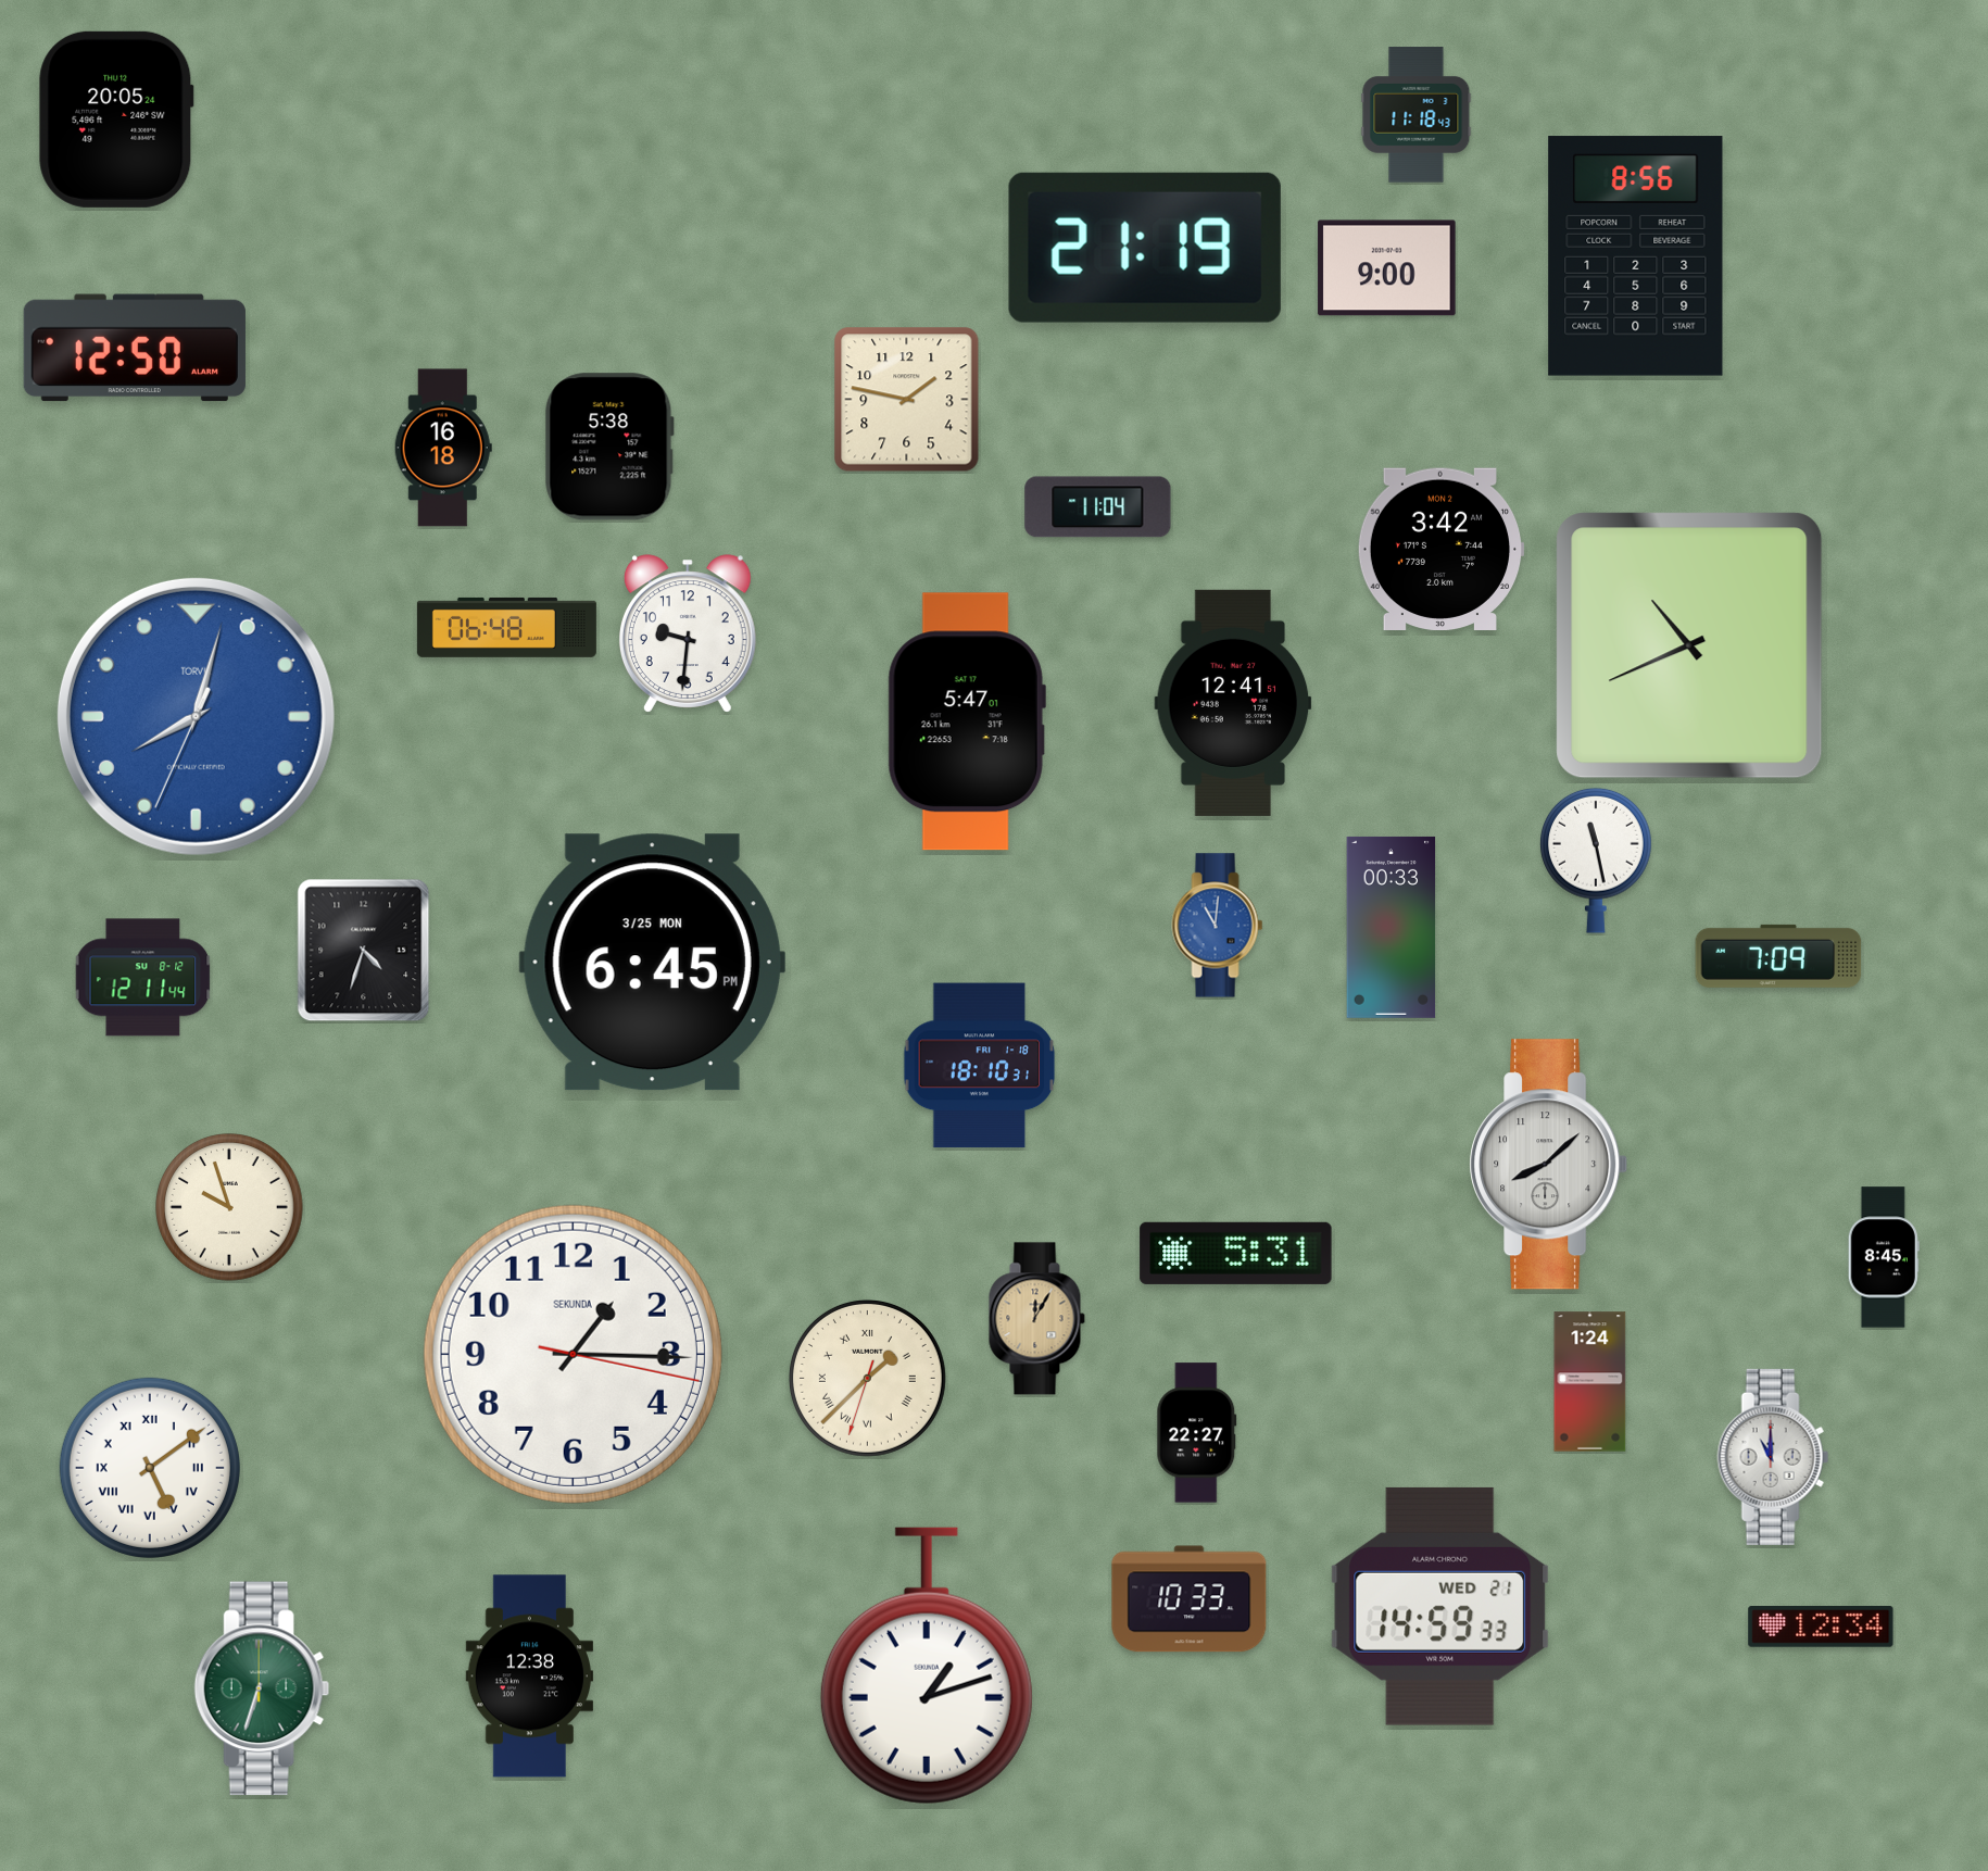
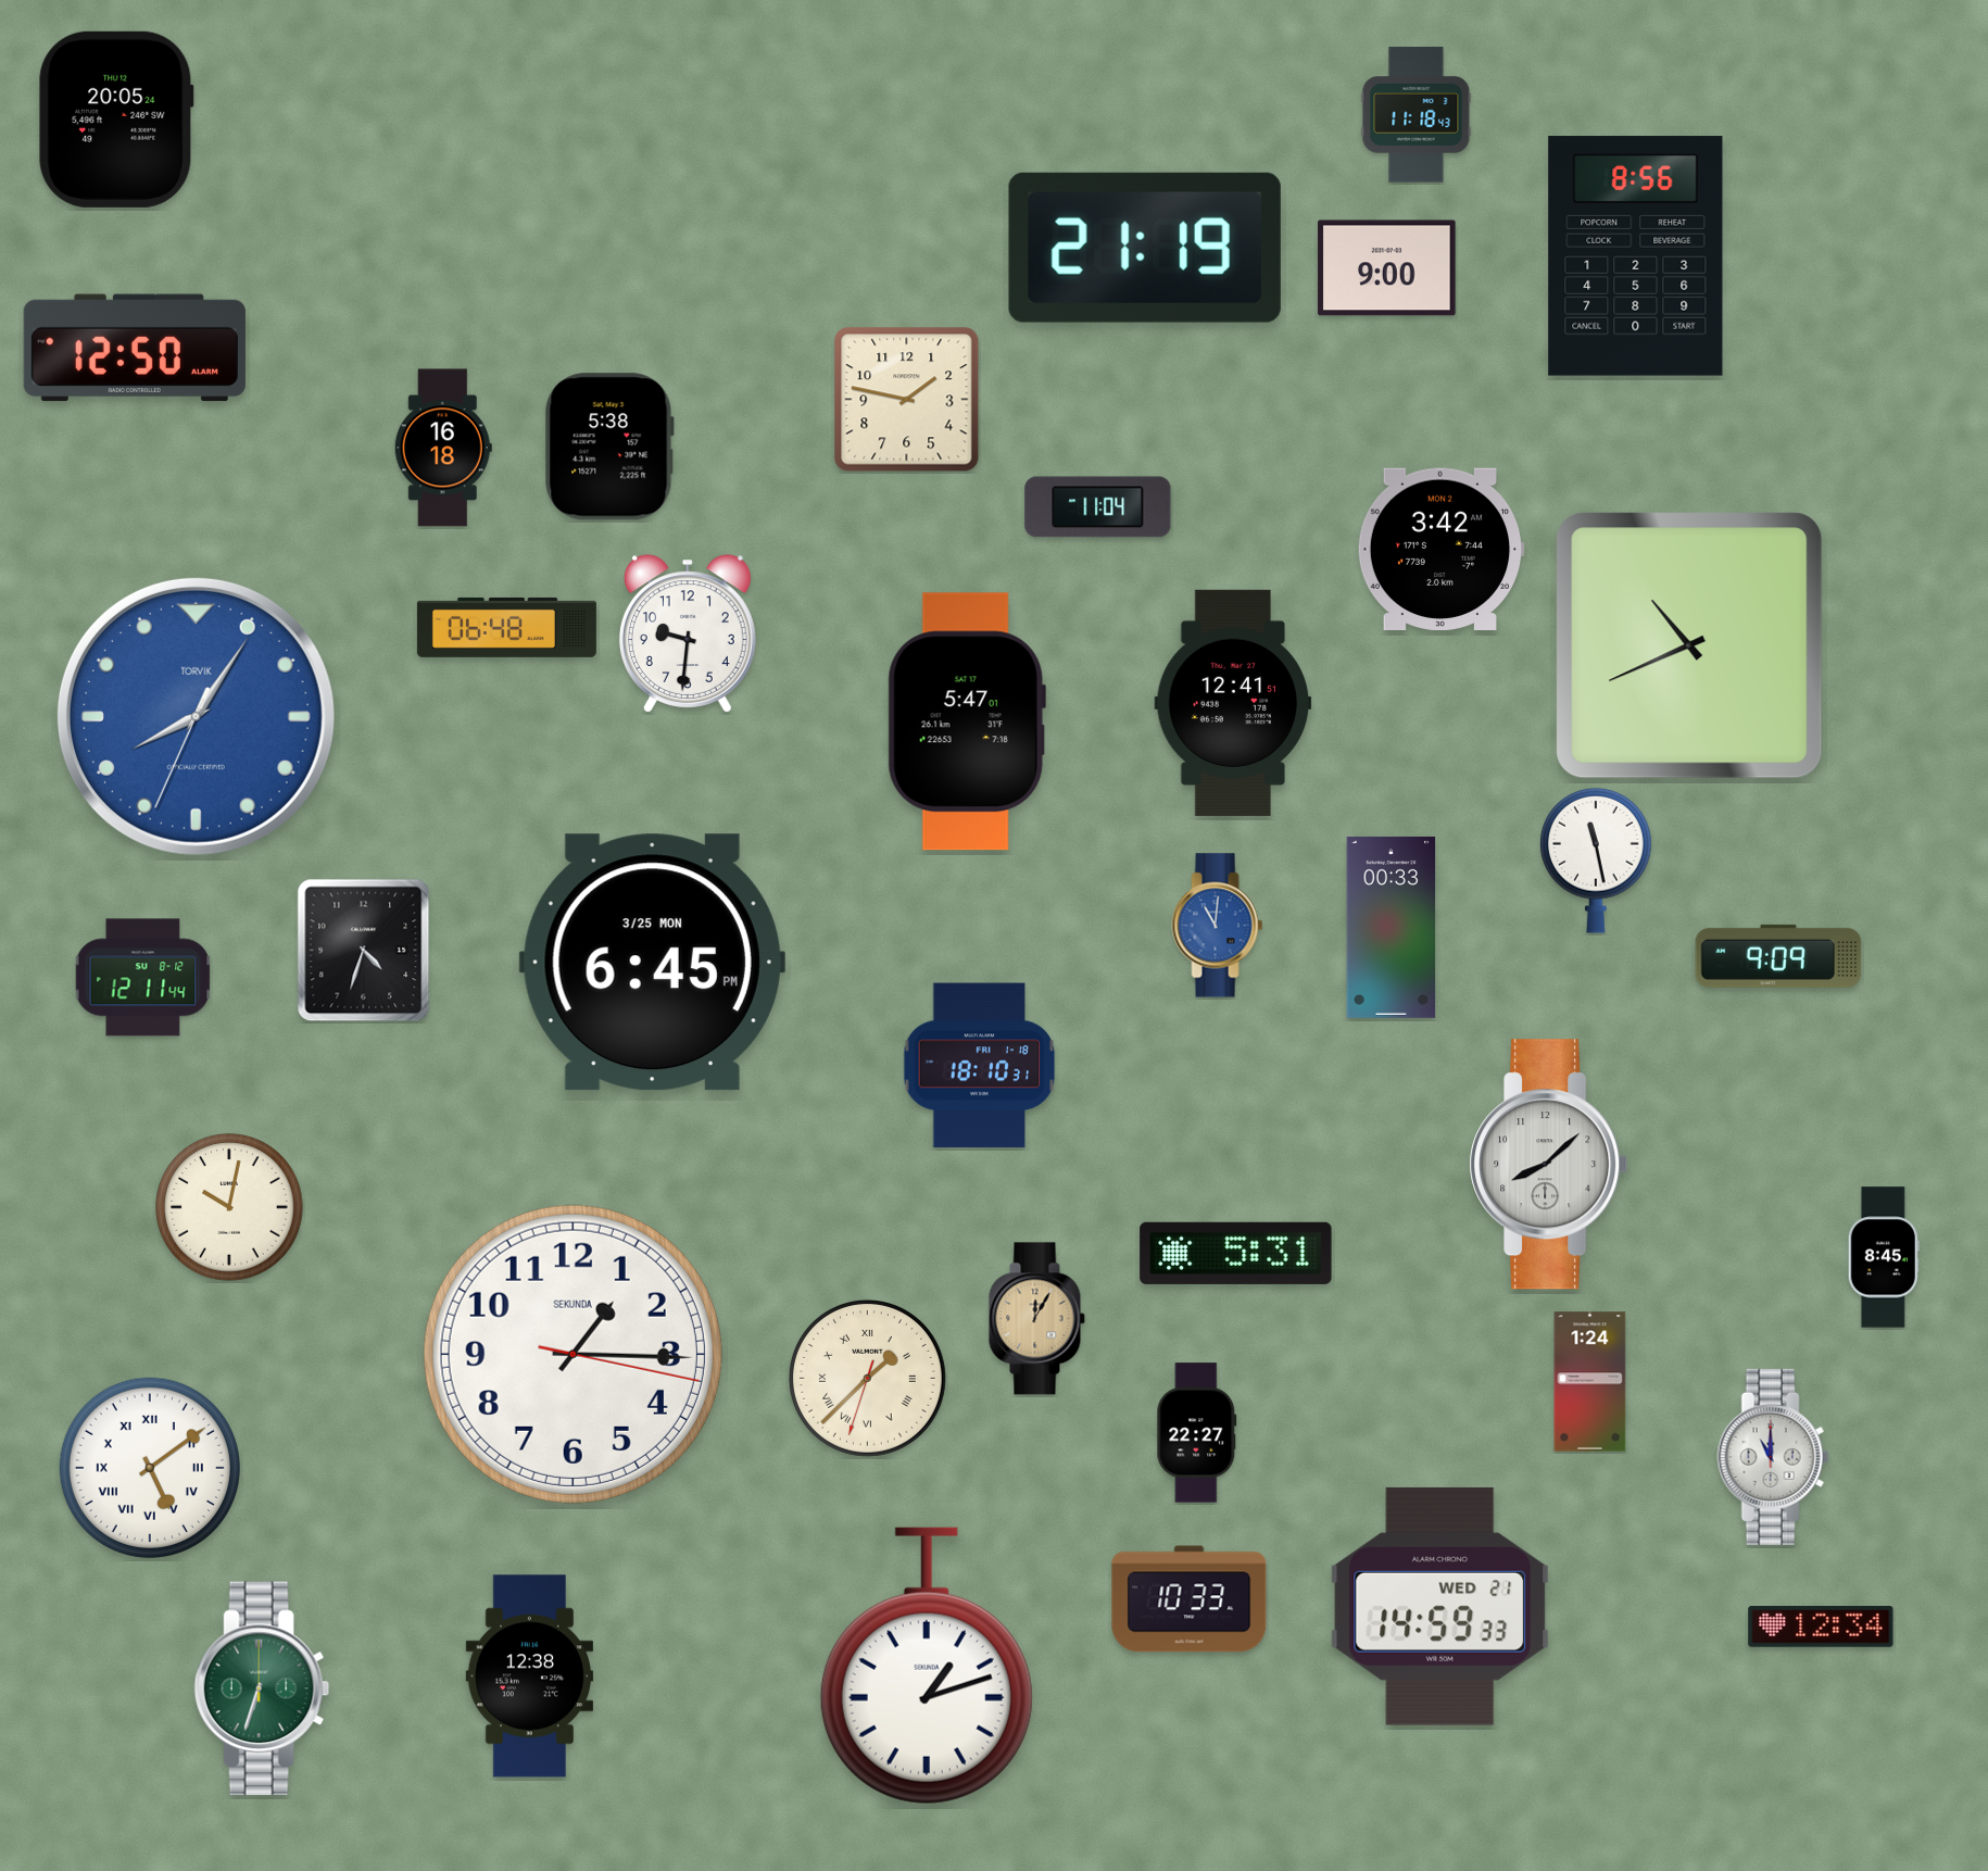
clock at (196, 716): 8:02 -> 8:05
clock at (1778, 956): 7:09 -> 9:09
clock at (229, 1207): 9:57 -> 10:02
